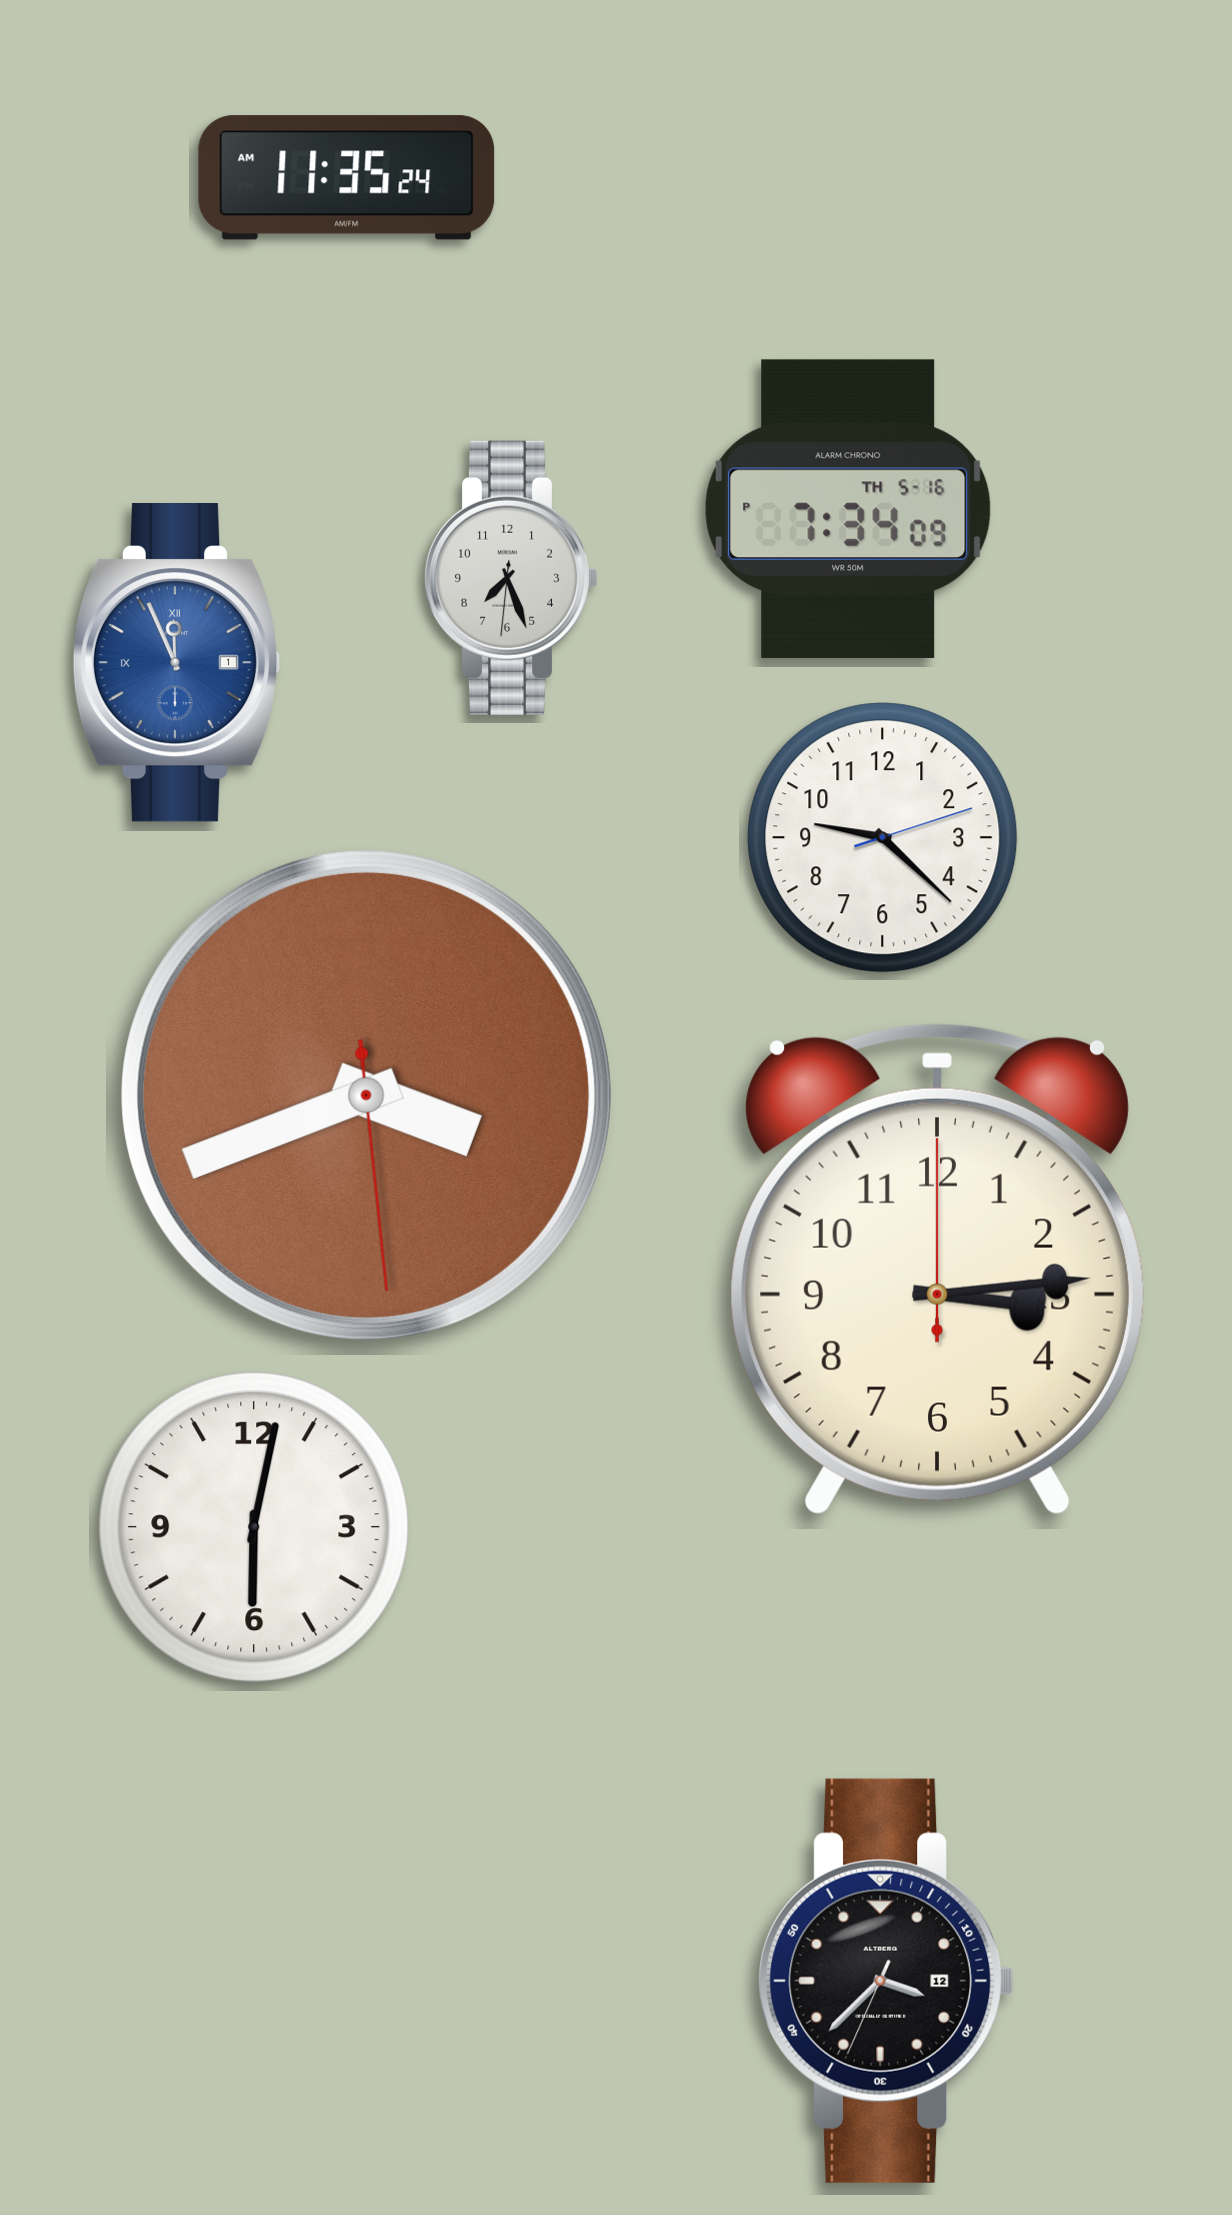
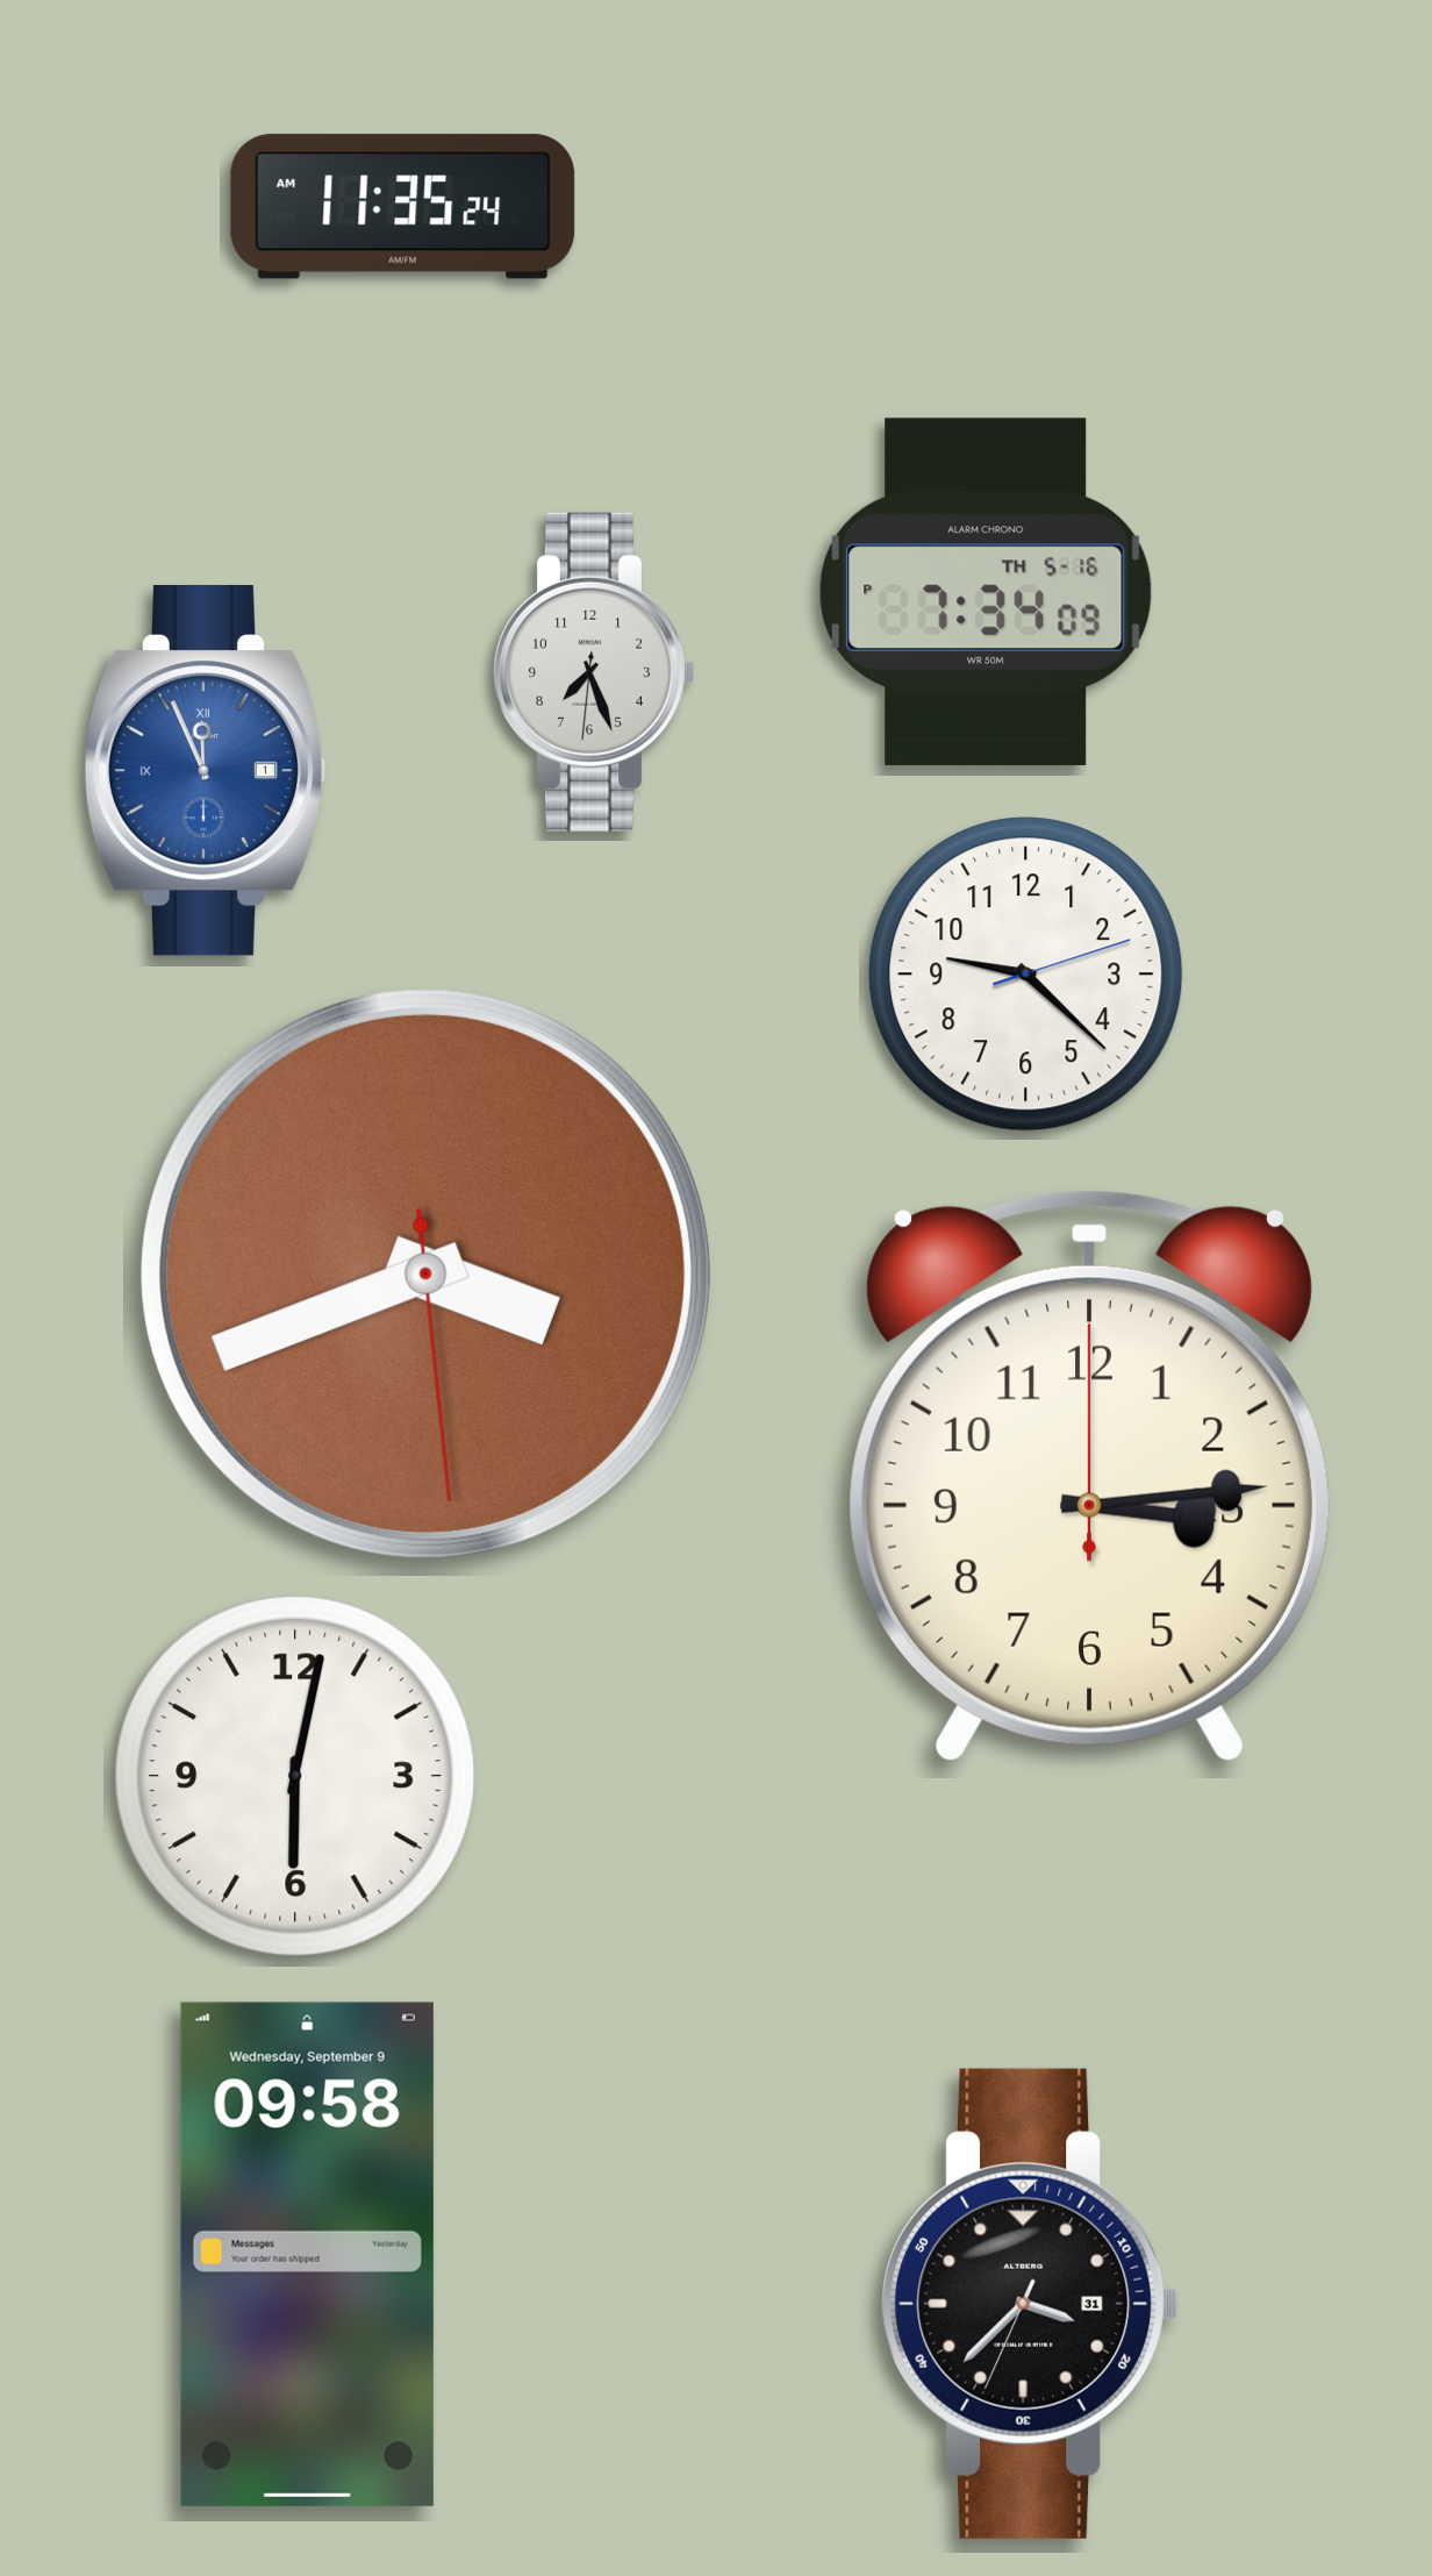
clock at (307, 2254): none -> 09:58
clock at (886, 1981) date: 12 -> 31
